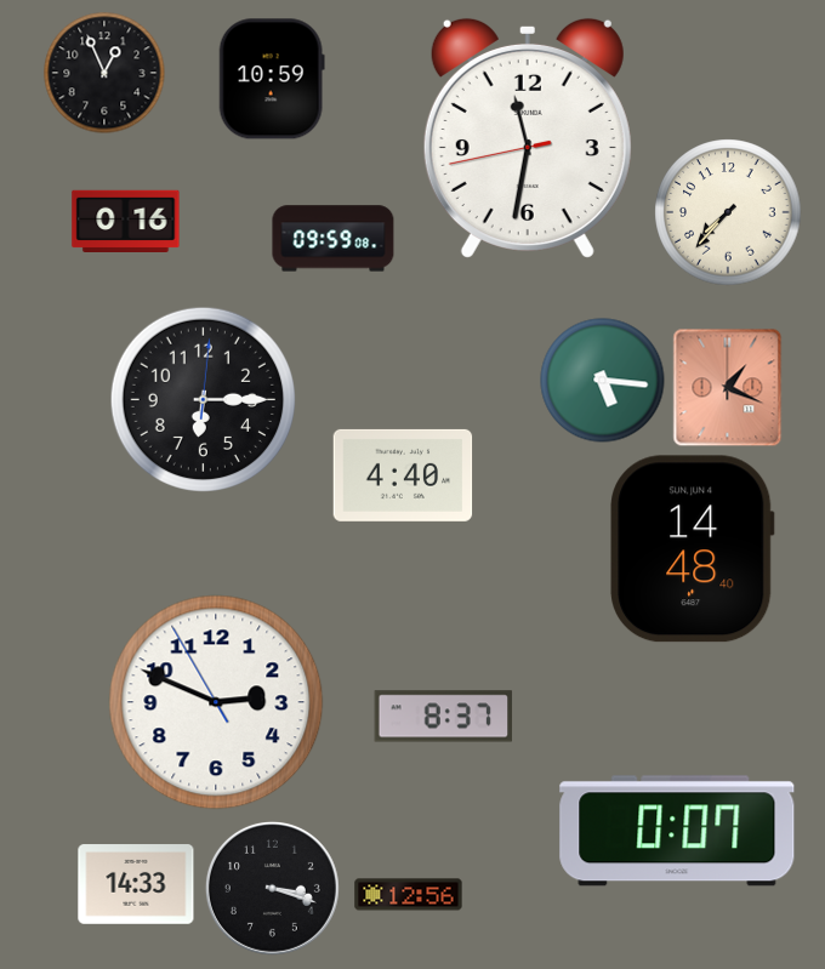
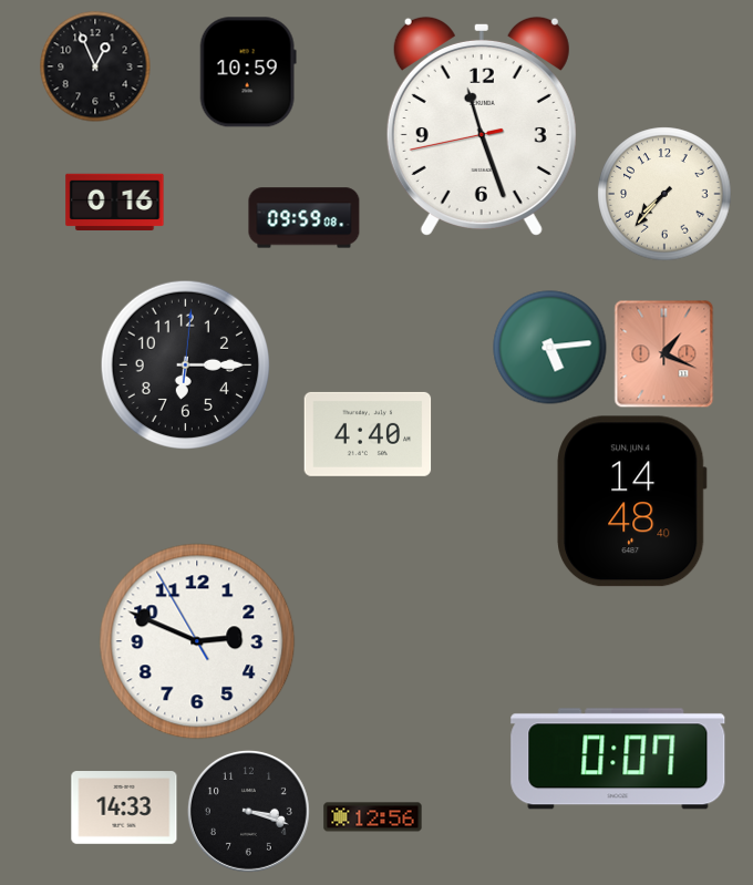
clock at (528, 138): 11:31 -> 11:26
clock at (603, 381): 5:16 -> 5:14
clock at (444, 717): 8:37 -> none
